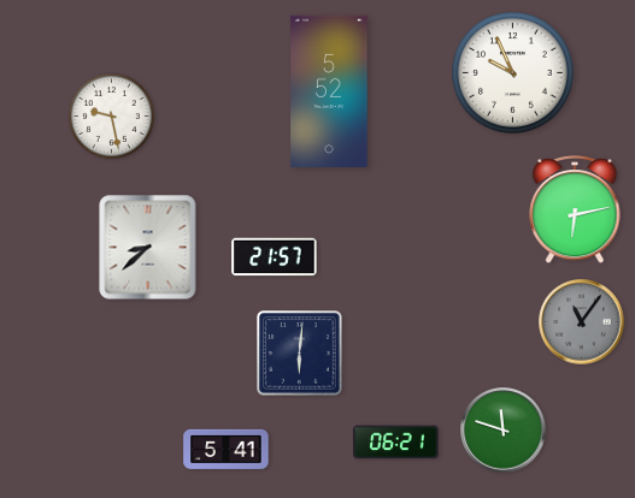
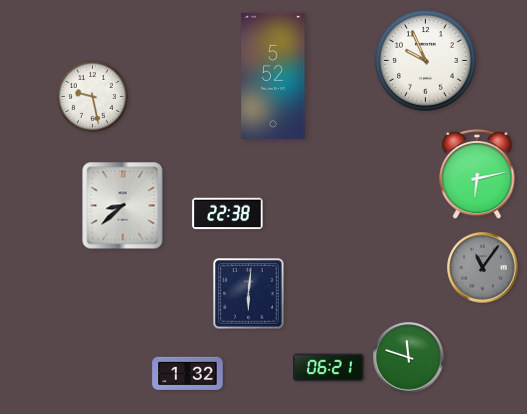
clock at (275, 257): 21:57 -> 22:38
clock at (504, 431) position: (504, 431) -> (409, 358)
clock at (227, 449): 5:41 -> 1:32
